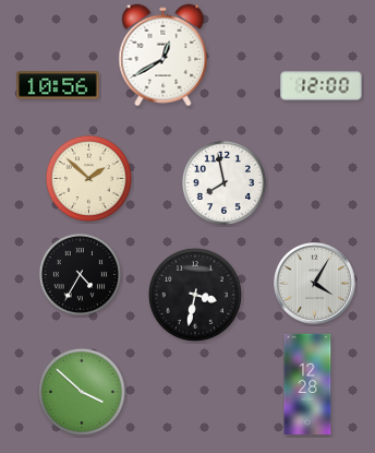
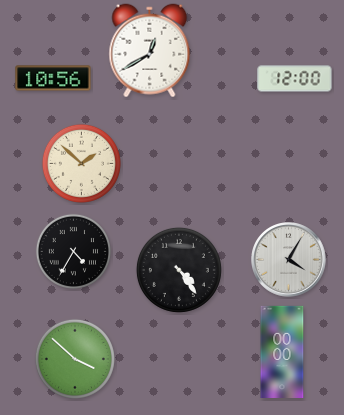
clock at (223, 182): 7:58 -> none
clock at (195, 295): 3:32 -> 4:24
clock at (307, 383): 12:28 -> 00:00
